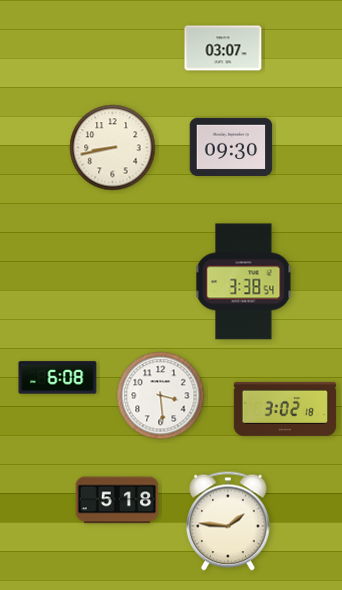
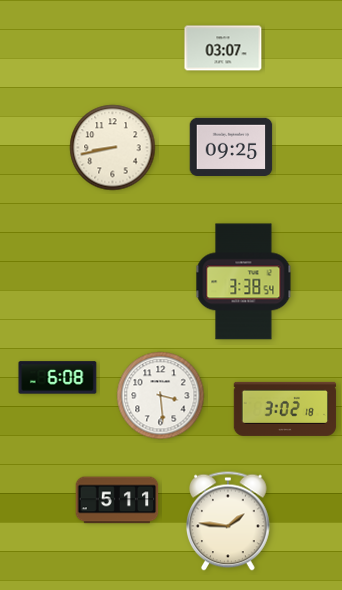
clock at (231, 146): 09:30 -> 09:25
clock at (117, 500): 5:18 -> 5:11
